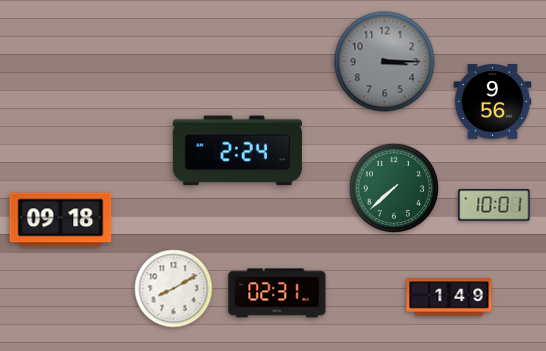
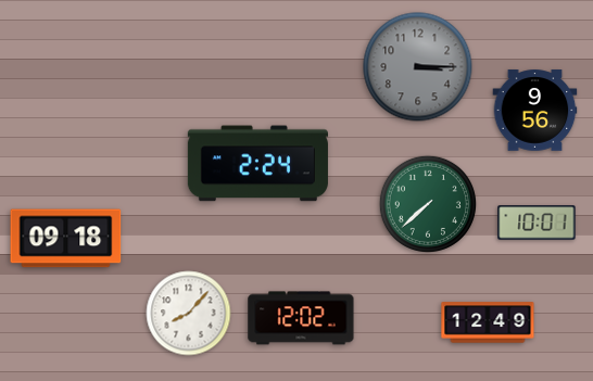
clock at (174, 289): 8:10 -> 8:07
clock at (277, 293): 02:31 -> 12:02
clock at (449, 297): 1:49 -> 12:49
